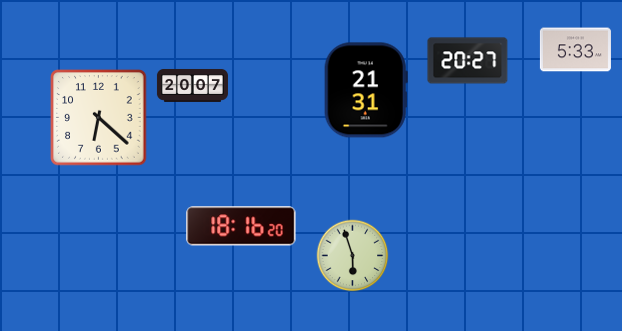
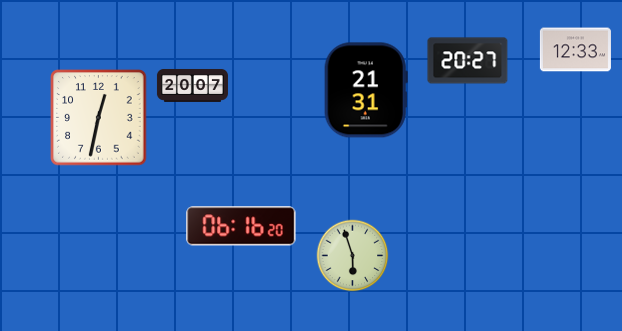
clock at (575, 50): 5:33 -> 12:33
clock at (99, 118): 6:22 -> 12:32
clock at (241, 226): 18:16 -> 06:16
